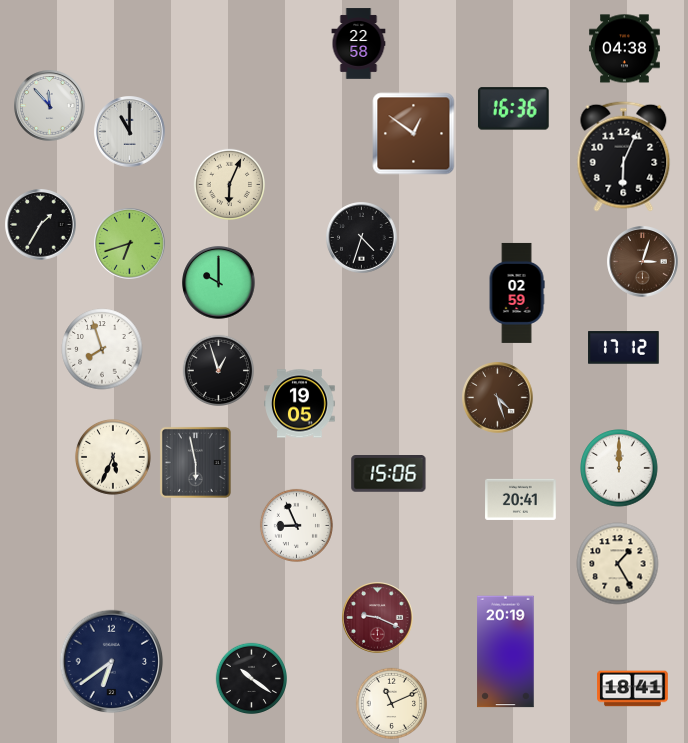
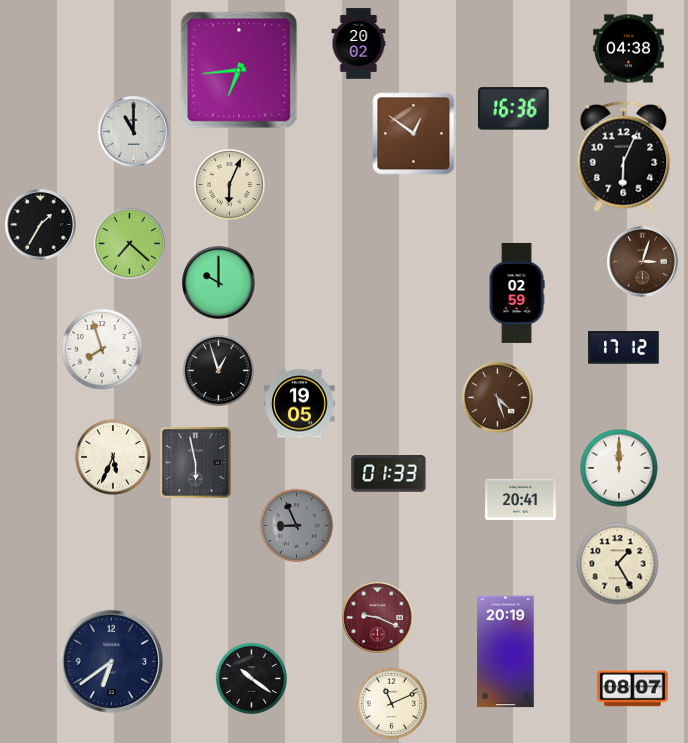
clock at (359, 44): 22:58 -> 20:02
clock at (625, 49) position: (625, 49) -> (629, 49)
clock at (239, 70): none -> 6:44
clock at (50, 106): 11:53 -> none
clock at (130, 132) position: (130, 132) -> (134, 132)
clock at (362, 238): 4:33 -> none
clock at (130, 244): 6:42 -> 7:22
clock at (389, 474): 15:06 -> 01:33
clock at (296, 525) dial: white -> grey
clock at (633, 689): 18:41 -> 08:07
